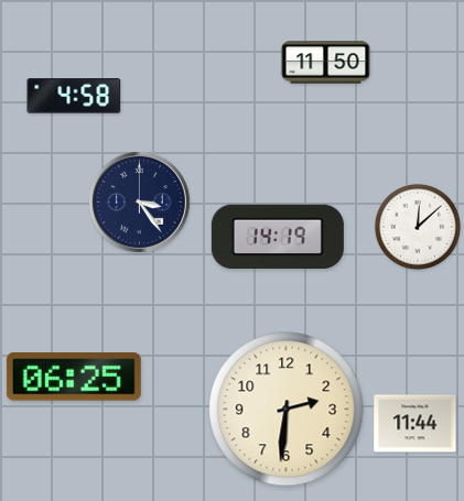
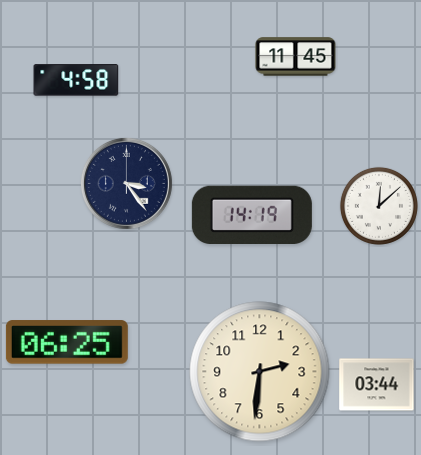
clock at (326, 63): 11:50 -> 11:45
clock at (74, 96) position: (74, 96) -> (76, 80)
clock at (416, 424): 11:44 -> 03:44
